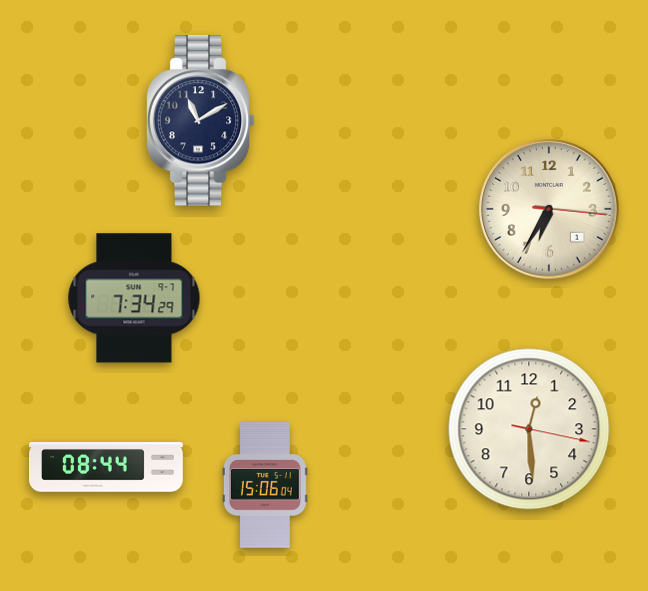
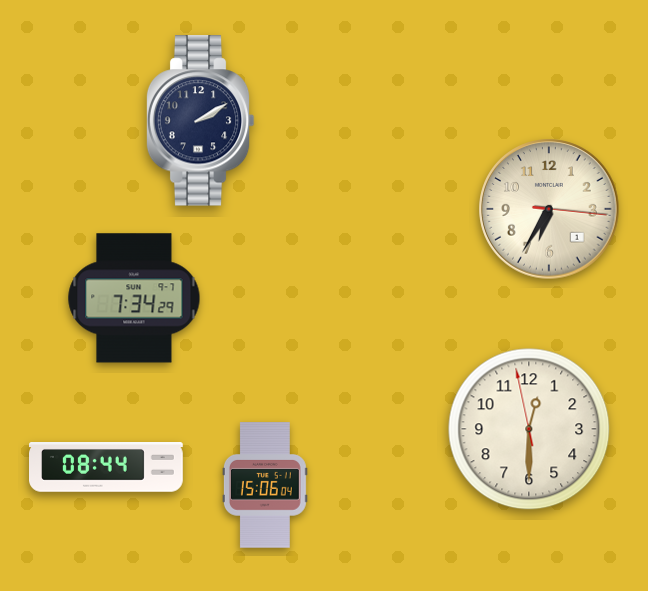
clock at (200, 121): 11:10 -> 2:10
clock at (529, 429): 12:29:17 -> 12:29:58
